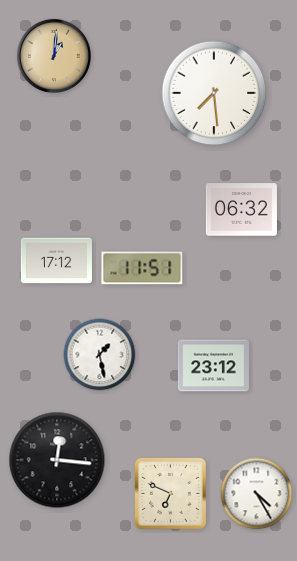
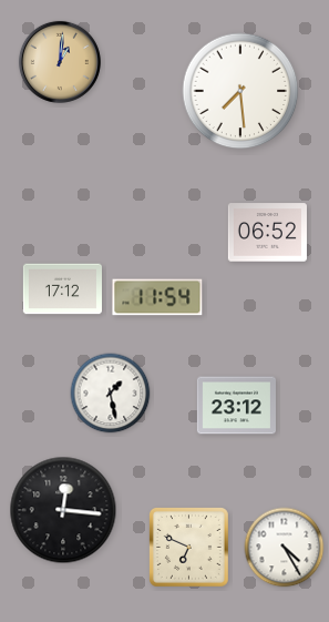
clock at (214, 93) position: (214, 93) -> (240, 91)
clock at (241, 210): 06:32 -> 06:52
clock at (142, 268): 11:51 -> 11:54
